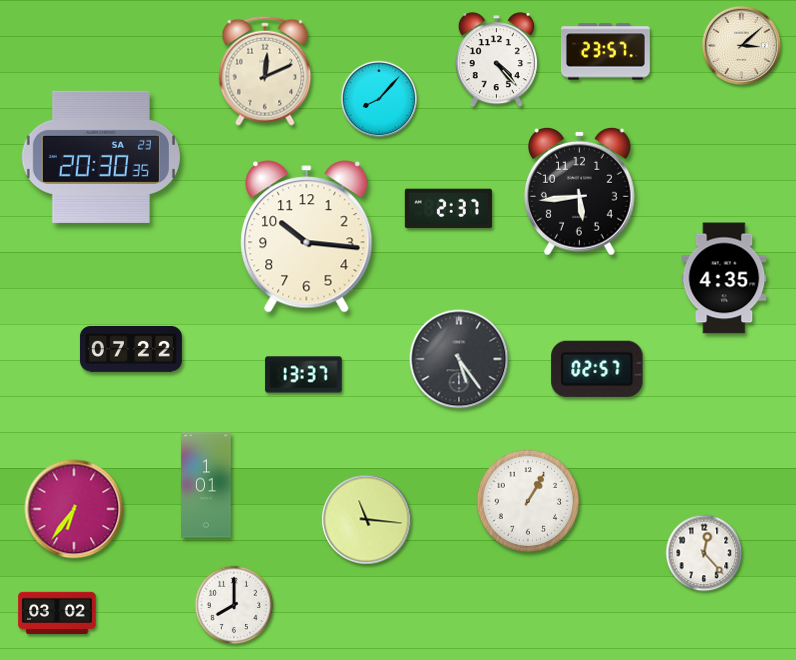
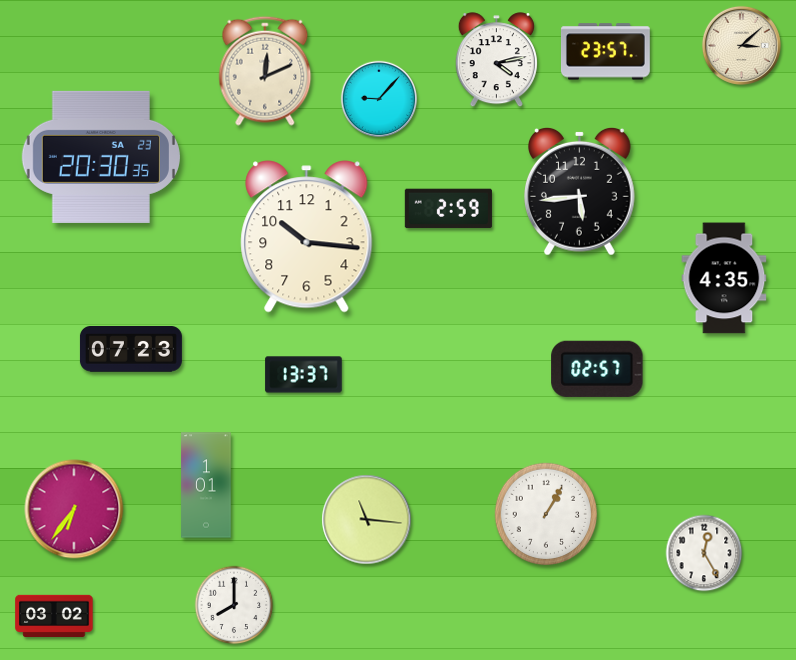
clock at (496, 60): 4:23 -> 4:13
clock at (379, 99): 8:07 -> 9:07
clock at (448, 209): 2:37 -> 2:59
clock at (131, 349): 07:22 -> 07:23
clock at (459, 359): 5:24 -> none
clock at (528, 501) position: (528, 501) -> (546, 514)
clock at (704, 553): 12:23 -> 12:25
clock at (57, 612) position: (57, 612) -> (54, 615)
